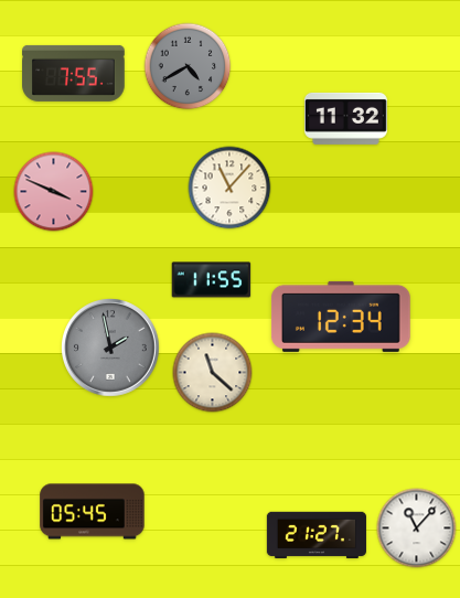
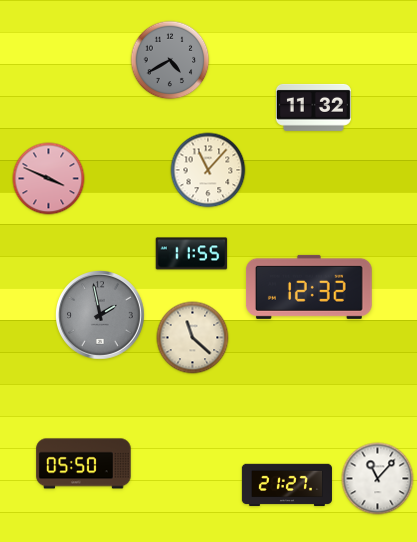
clock at (74, 73): 7:55 -> none
clock at (54, 192) position: (54, 192) -> (49, 179)
clock at (341, 317): 12:34 -> 12:32
clock at (93, 512): 05:45 -> 05:50
